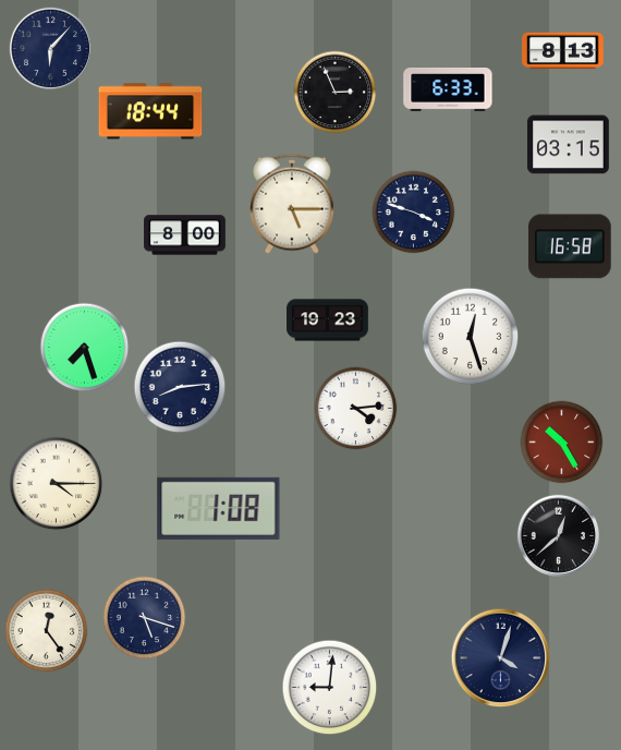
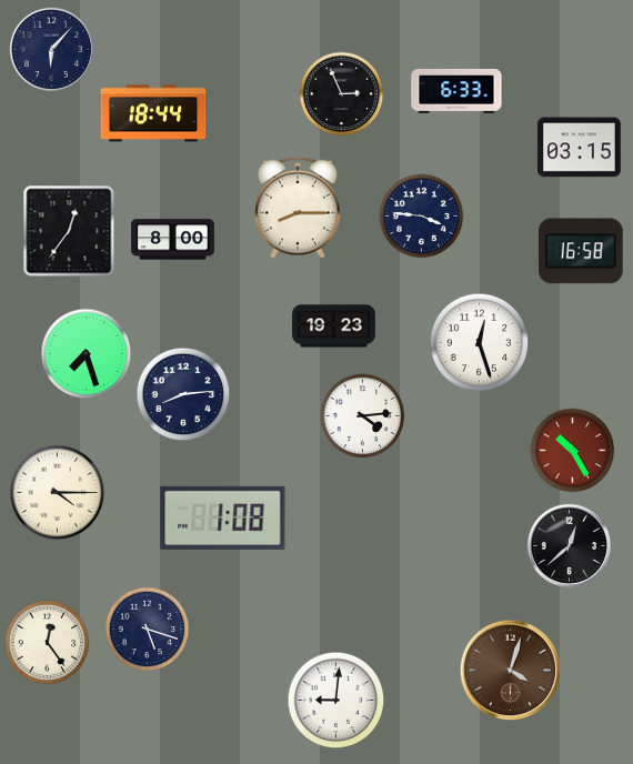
clock at (563, 51): 8:13 -> none
clock at (292, 204): 5:15 -> 8:15
clock at (414, 213): 3:48 -> 3:46
clock at (69, 231): none -> 12:36
clock at (185, 235) position: (185, 235) -> (173, 240)
clock at (501, 658) dial: navy -> brown
